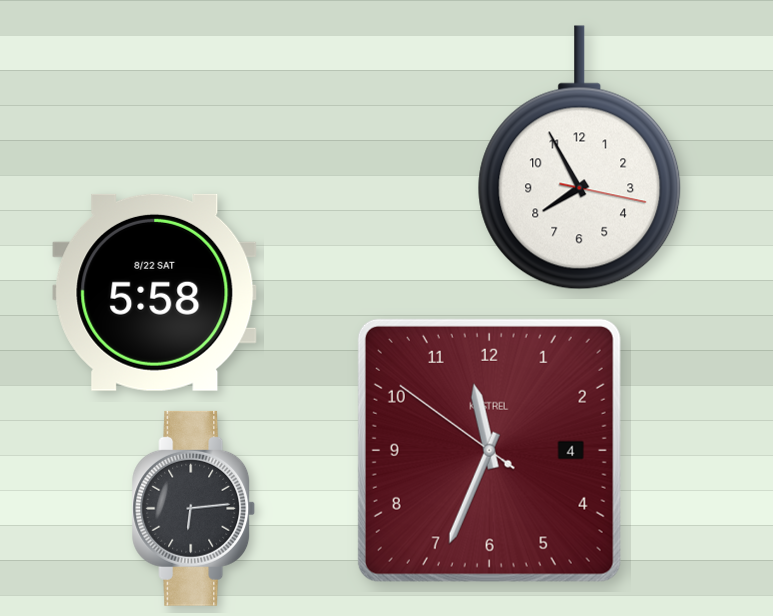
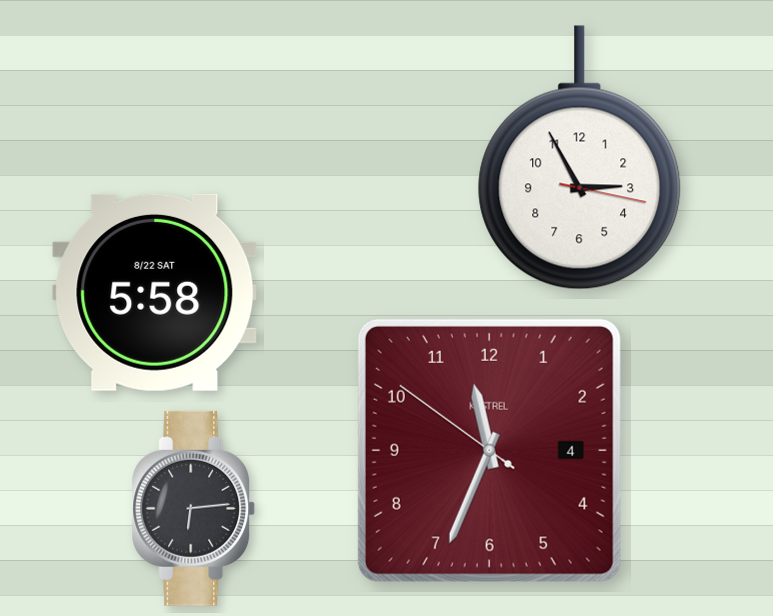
clock at (580, 158): 7:55 -> 2:55
